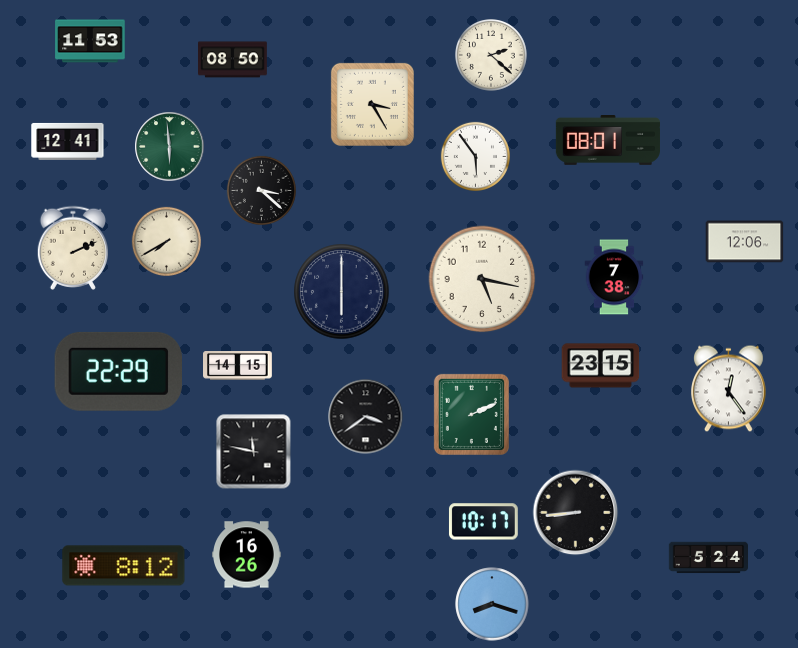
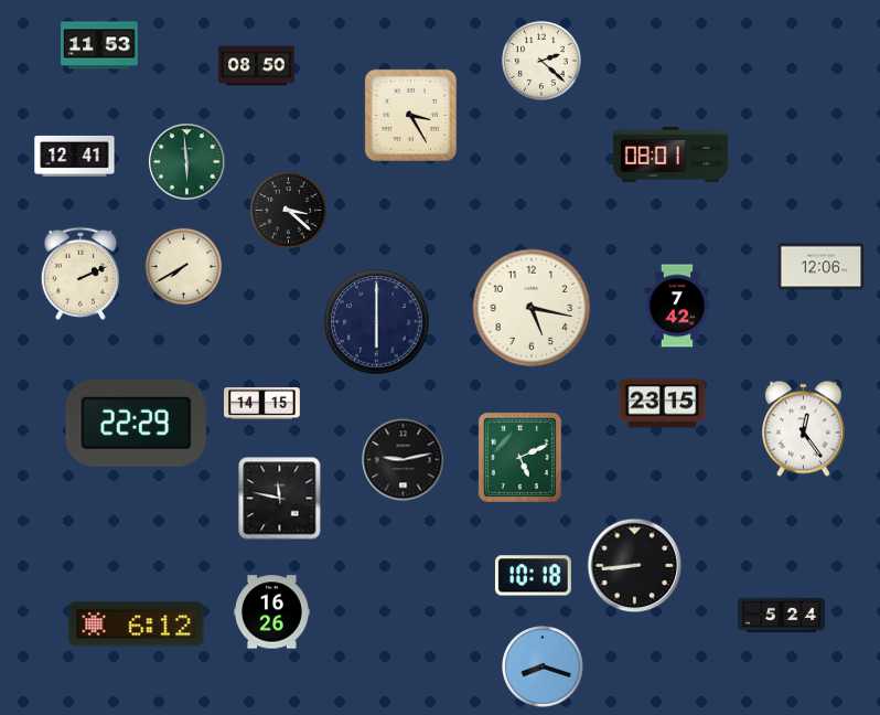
clock at (475, 156): 5:54 -> none
clock at (614, 277): 7:38 -> 7:42
clock at (118, 371) position: (118, 371) -> (136, 423)
clock at (471, 414): 2:11 -> 5:11
clock at (366, 417): 3:39 -> 9:13
clock at (483, 522): 10:17 -> 10:18
clock at (124, 566): 8:12 -> 6:12
